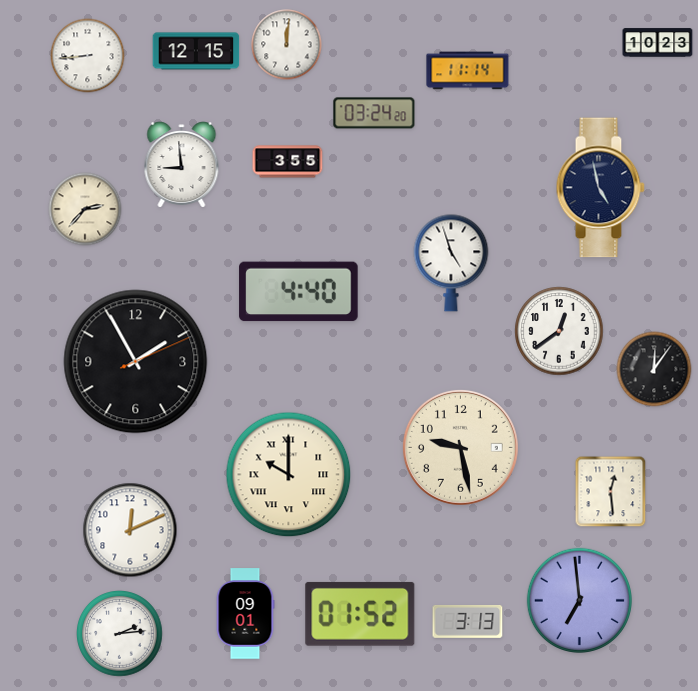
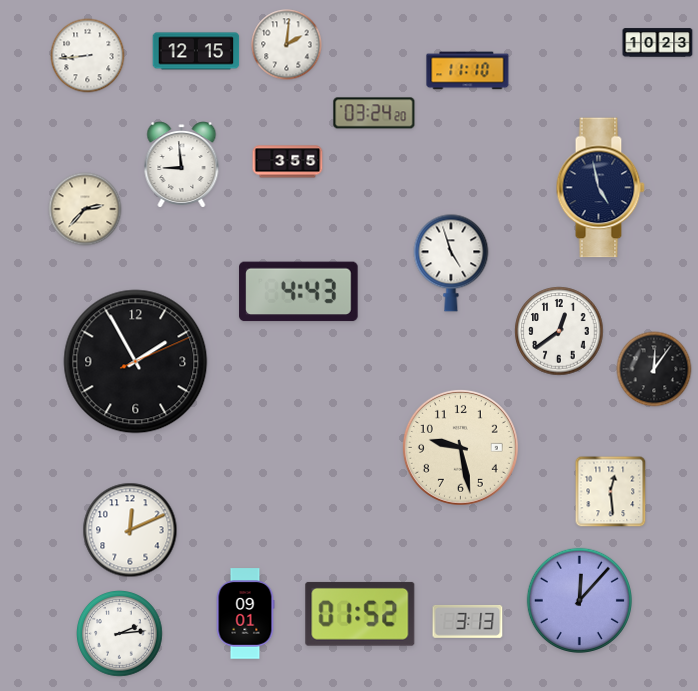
clock at (287, 45): 12:01 -> 2:01
clock at (468, 71): 11:14 -> 11:10
clock at (299, 292): 4:40 -> 4:43
clock at (289, 475): 10:00 -> none
clock at (579, 600): 6:59 -> 12:07
